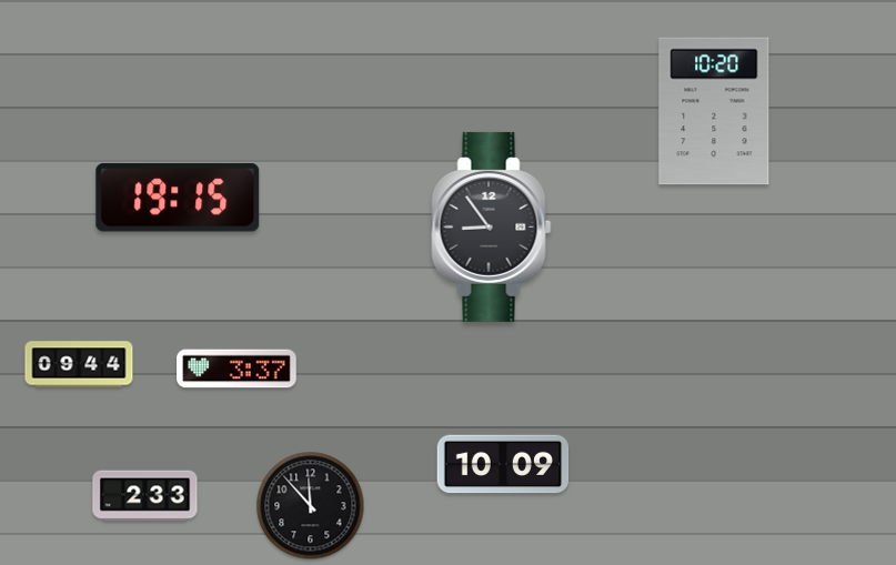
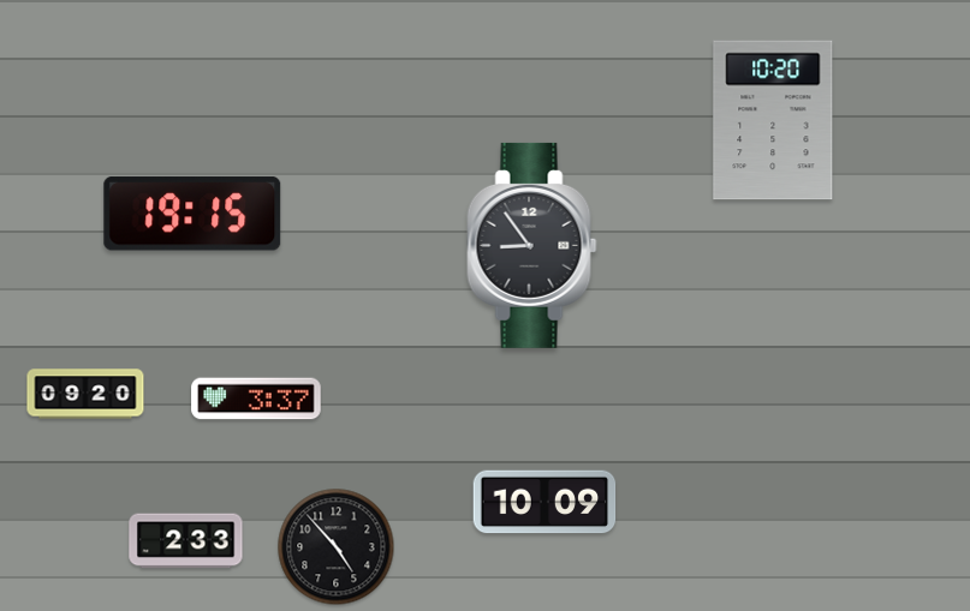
clock at (79, 364): 09:44 -> 09:20
clock at (145, 496) position: (145, 496) -> (186, 541)
clock at (311, 506): 11:53 -> 4:53
